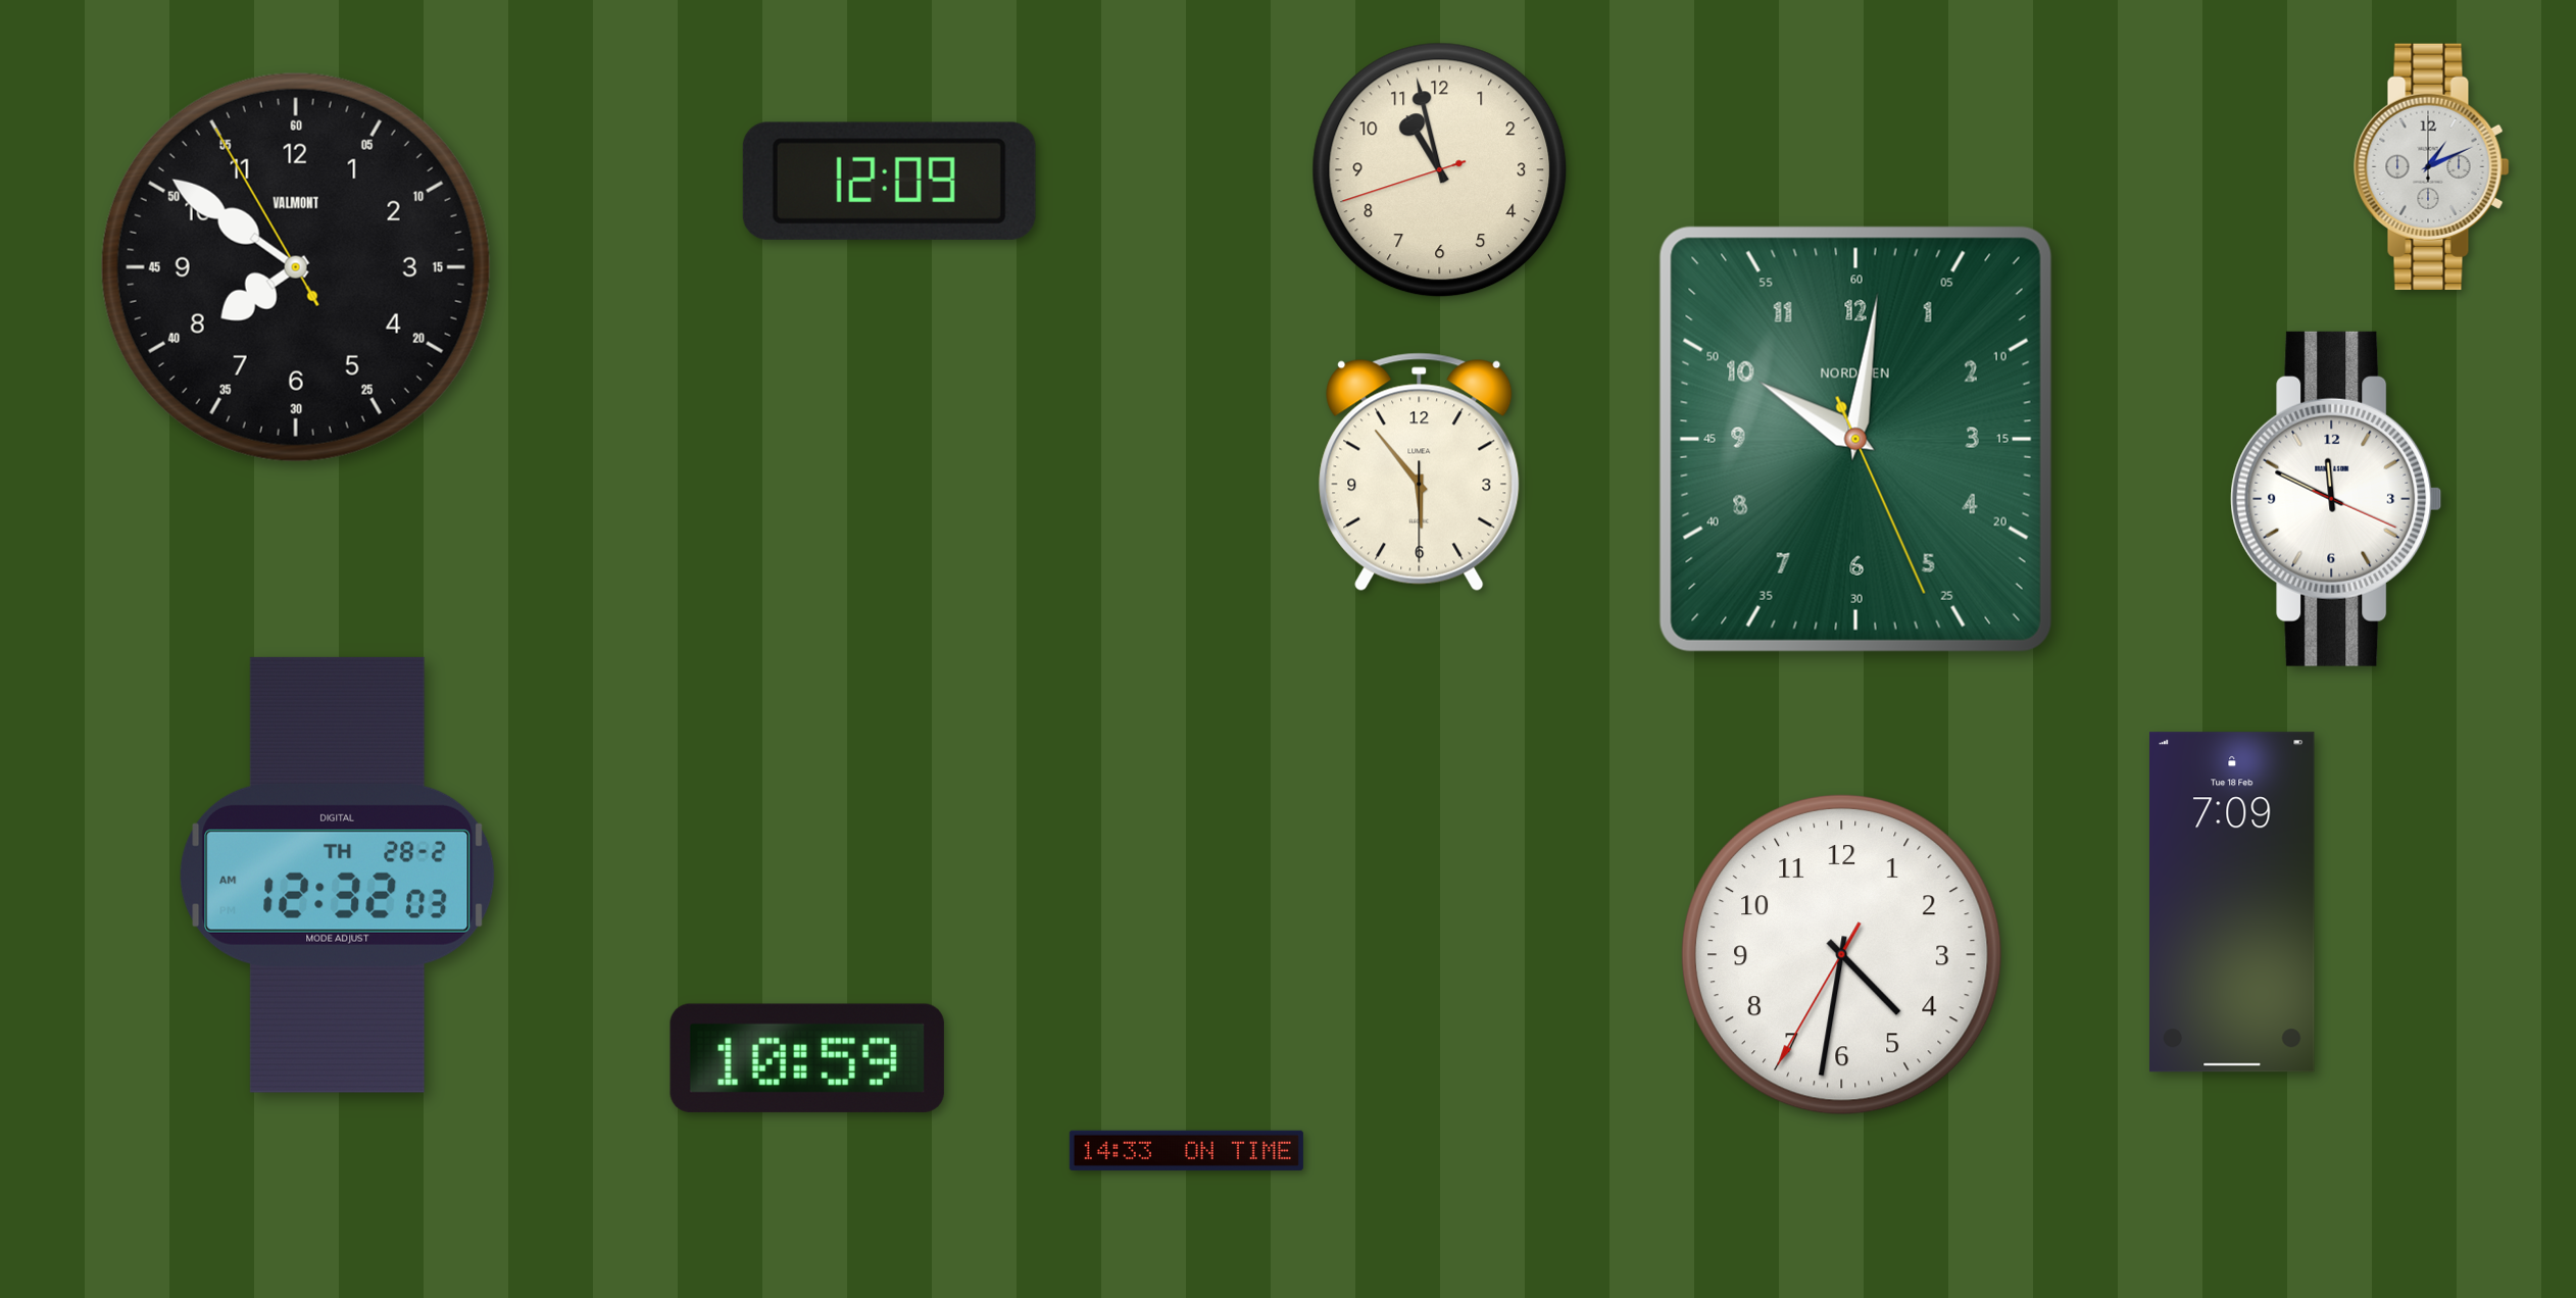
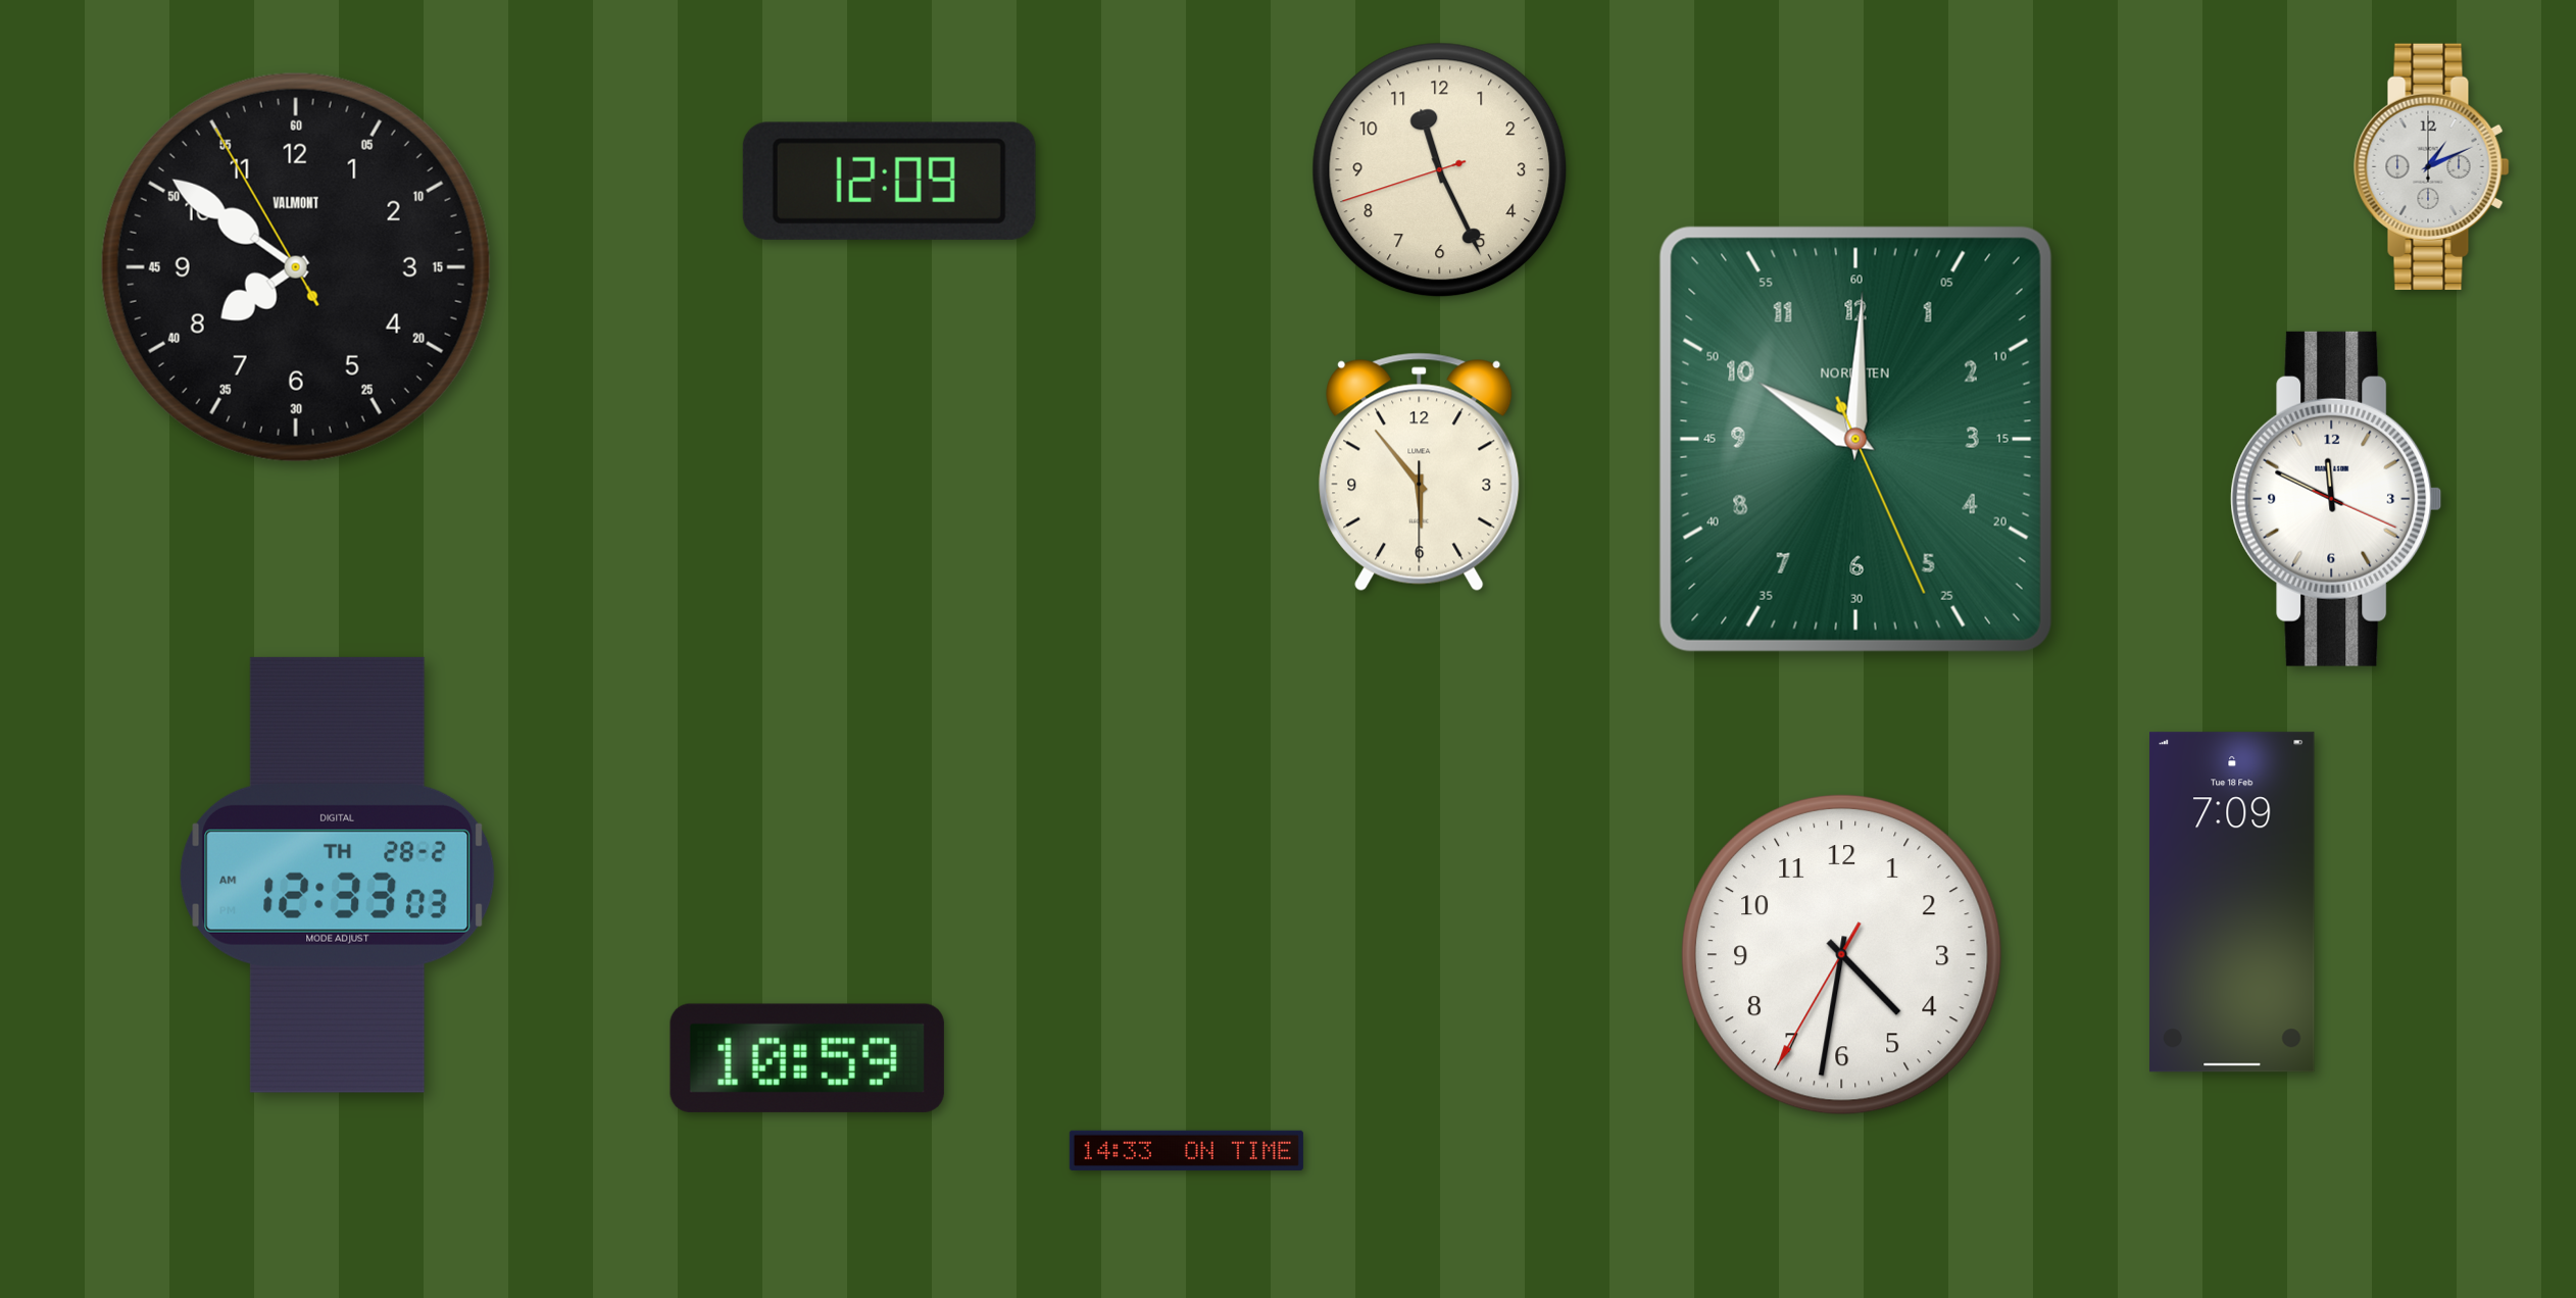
clock at (1440, 170): 10:57 -> 11:25
clock at (1855, 439): 10:01 -> 10:00
clock at (338, 875): 12:32 -> 12:33
